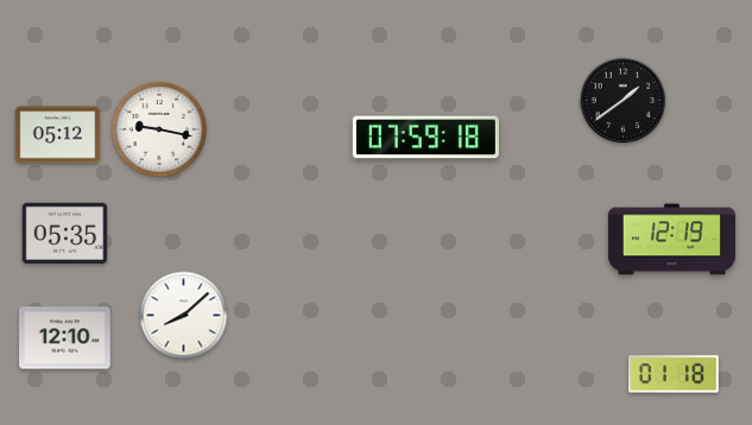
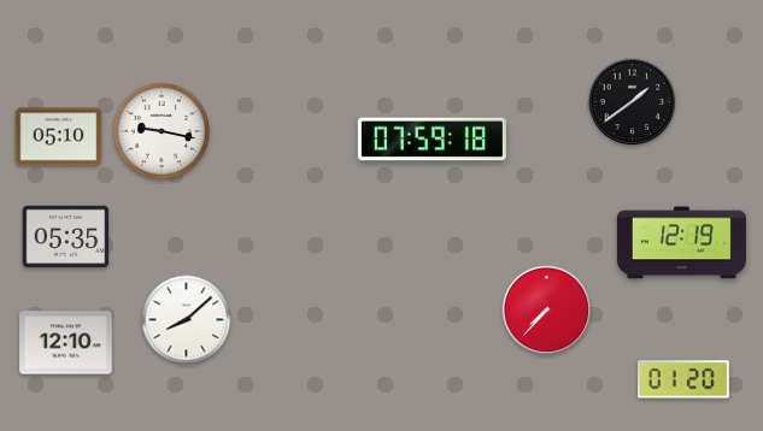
clock at (58, 135): 05:12 -> 05:10
clock at (547, 311): none -> 7:37
clock at (675, 374): 01:18 -> 01:20
